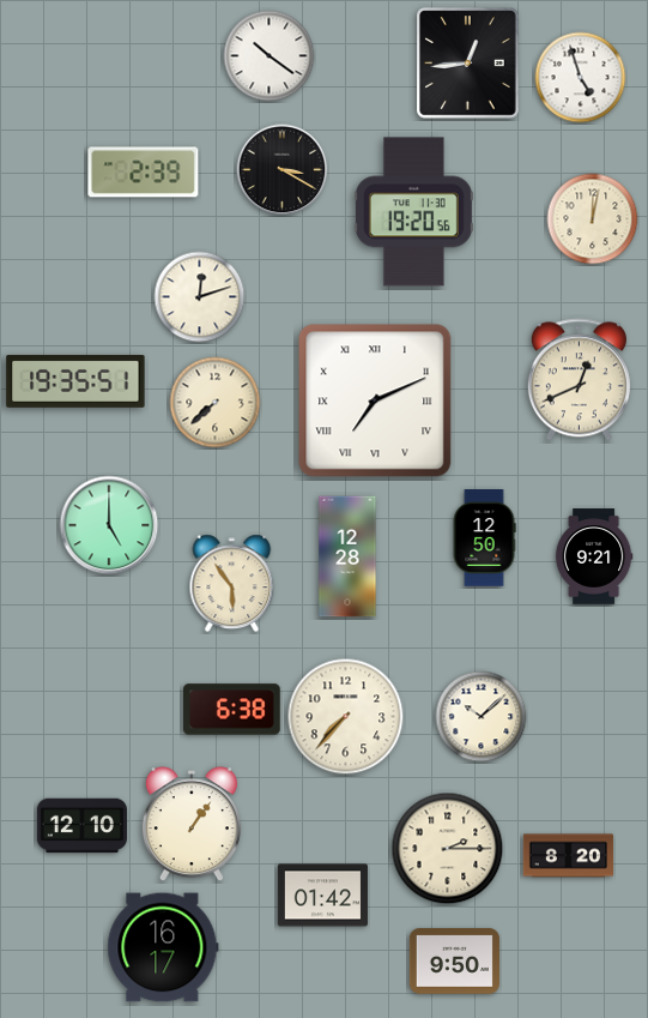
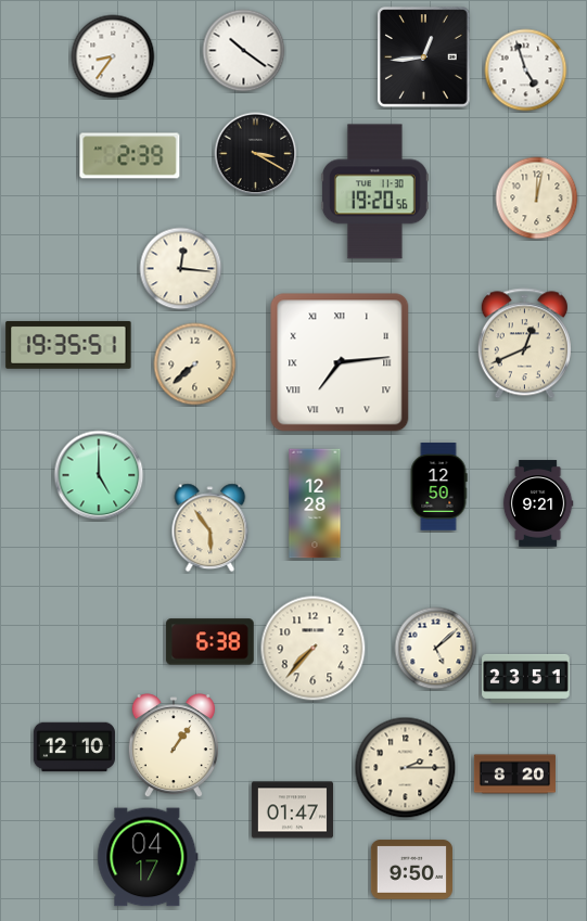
clock at (113, 56): none -> 8:36
clock at (200, 297): 12:12 -> 12:16
clock at (375, 400): 7:11 -> 7:14
clock at (482, 717): 10:08 -> 5:08
clock at (526, 678): none -> 23:51
clock at (322, 896): 01:42 -> 01:47
clock at (163, 947): 16:17 -> 04:17
